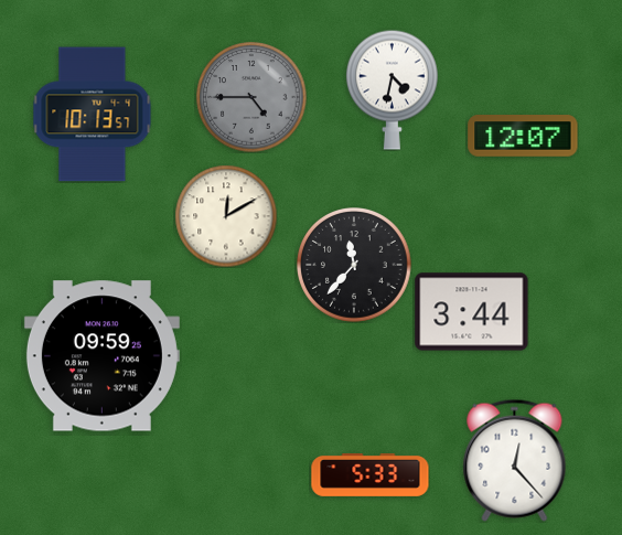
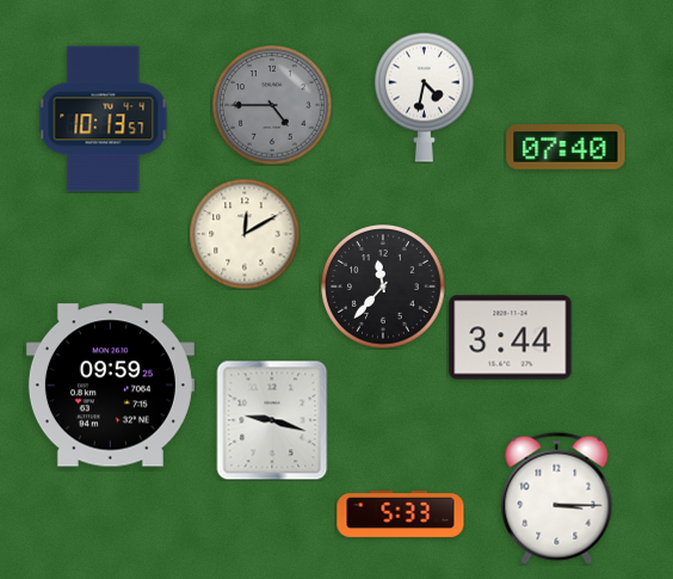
clock at (93, 115) position: (93, 115) -> (104, 119)
clock at (523, 136): 12:07 -> 07:40
clock at (272, 420): none -> 9:18
clock at (515, 460): 12:23 -> 3:15
